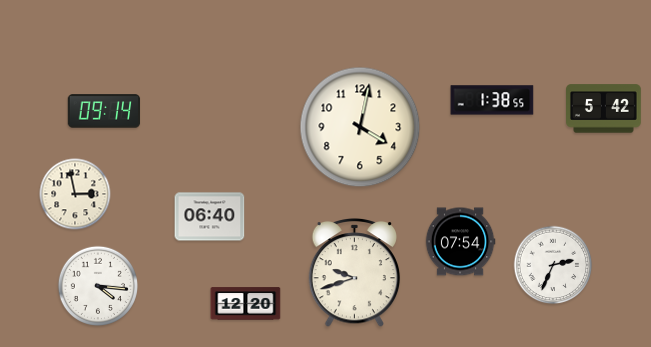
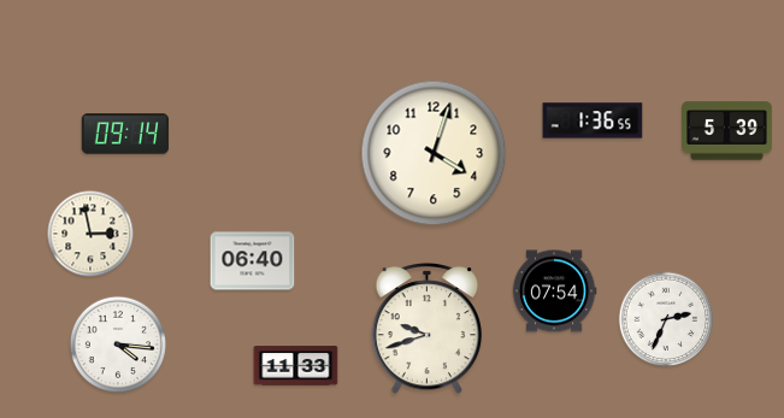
clock at (492, 100): 1:38 -> 1:36
clock at (604, 109): 5:42 -> 5:39
clock at (360, 127): 4:02 -> 4:03
clock at (246, 304): 12:20 -> 11:33
